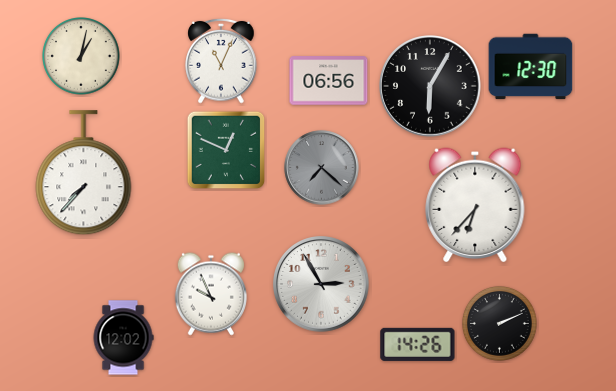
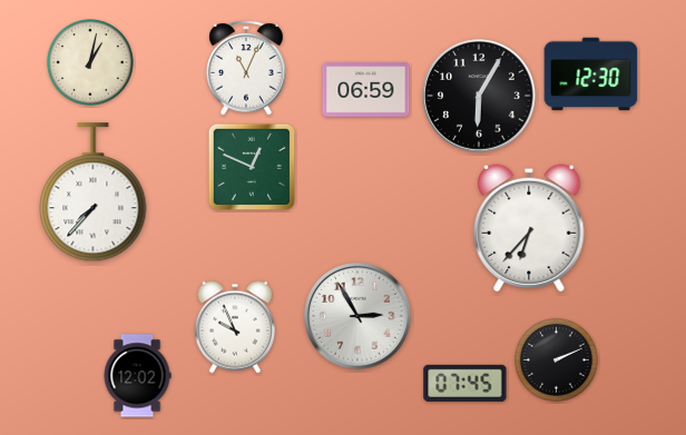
clock at (329, 81): 06:56 -> 06:59
clock at (322, 168): 7:22 -> none
clock at (418, 344): 14:26 -> 07:45
